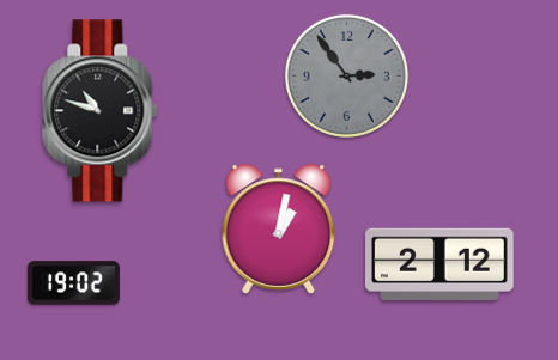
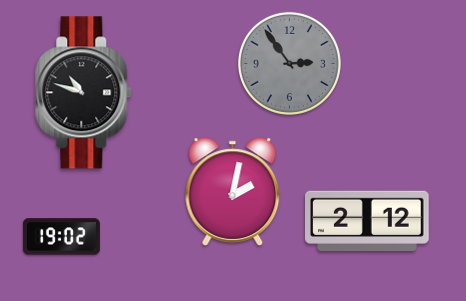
clock at (279, 230): 1:02 -> 2:02
